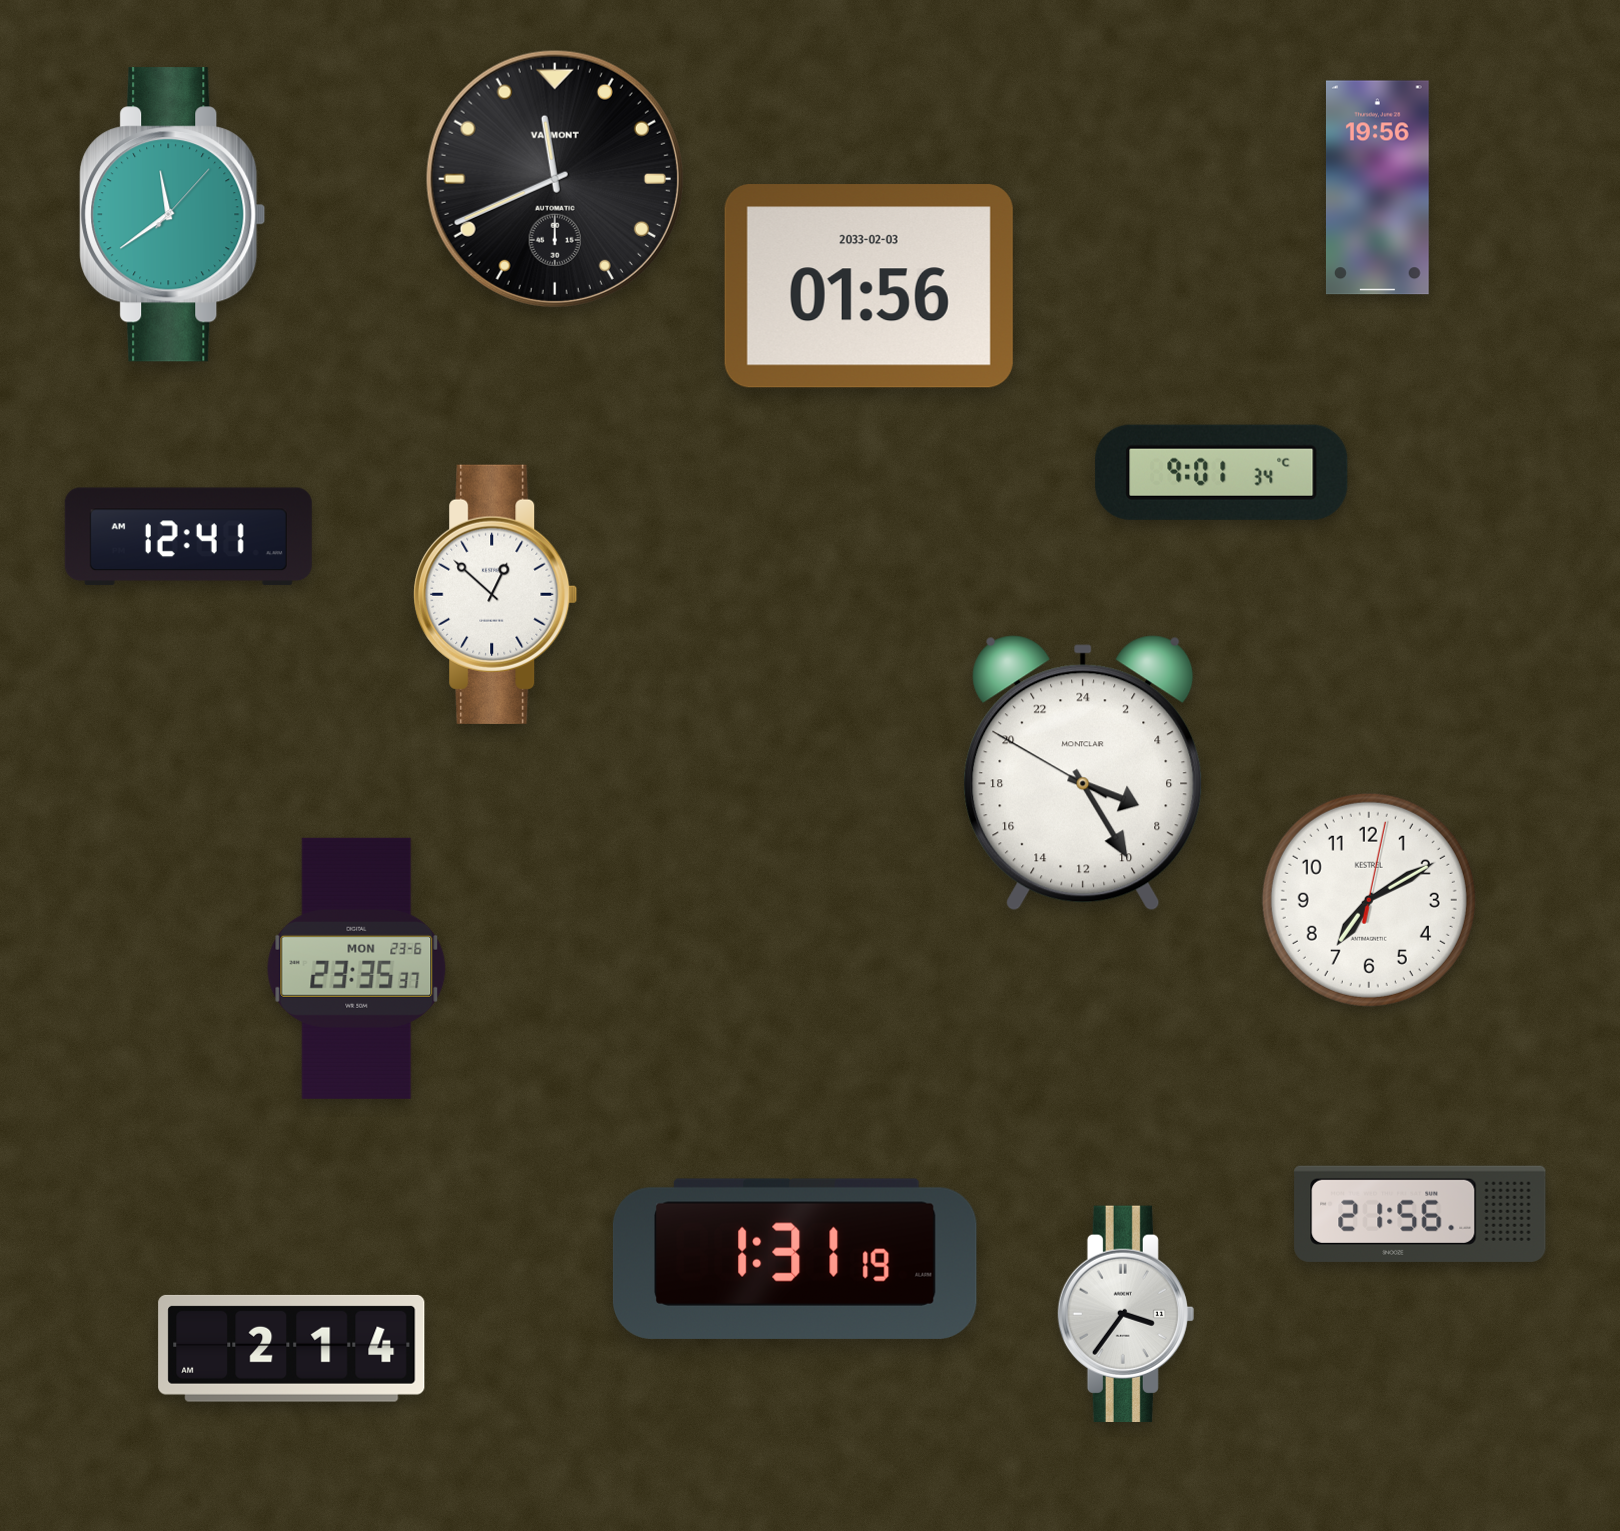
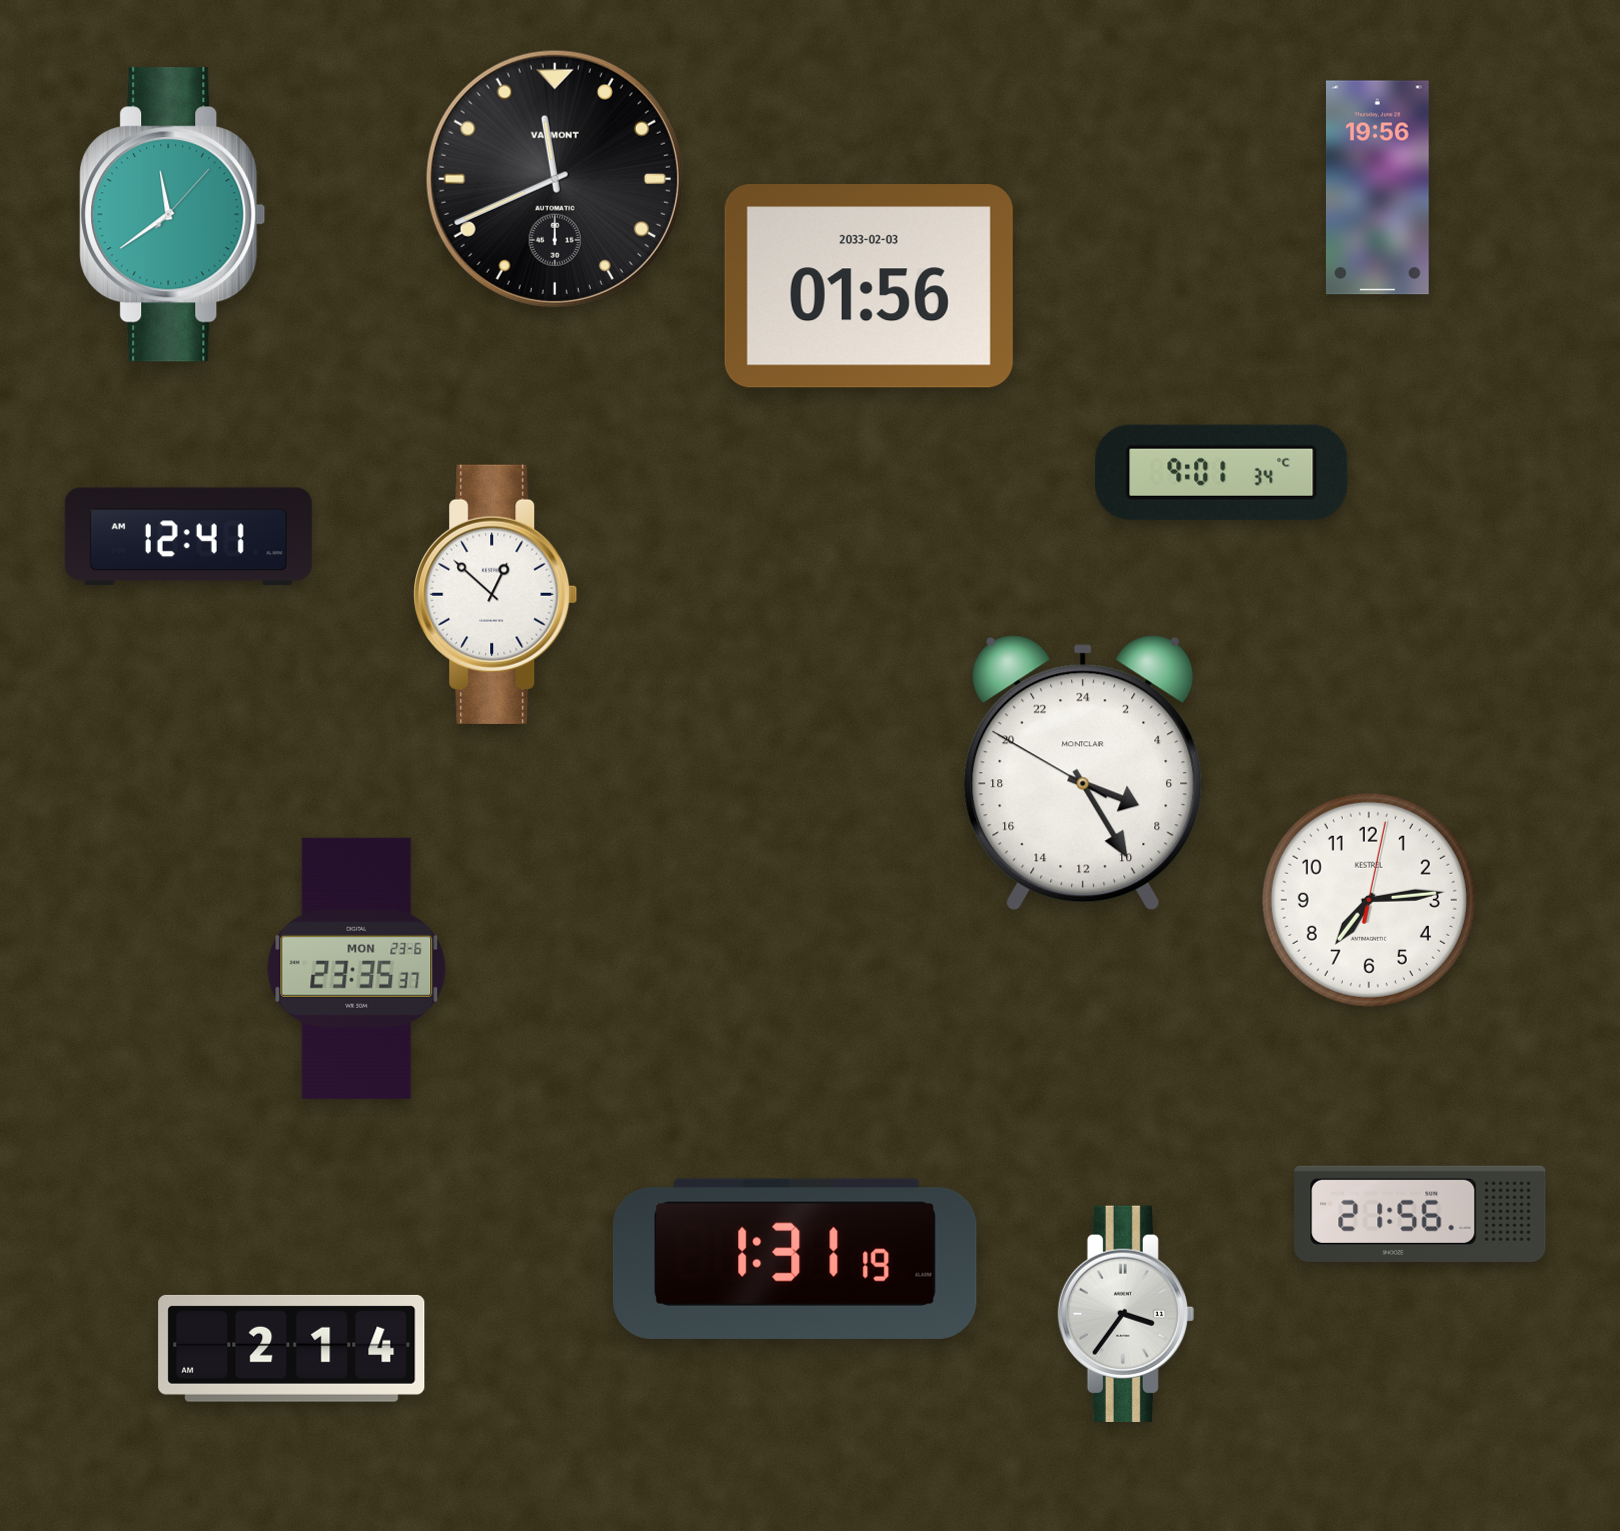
clock at (1369, 900): 7:10 -> 7:14
